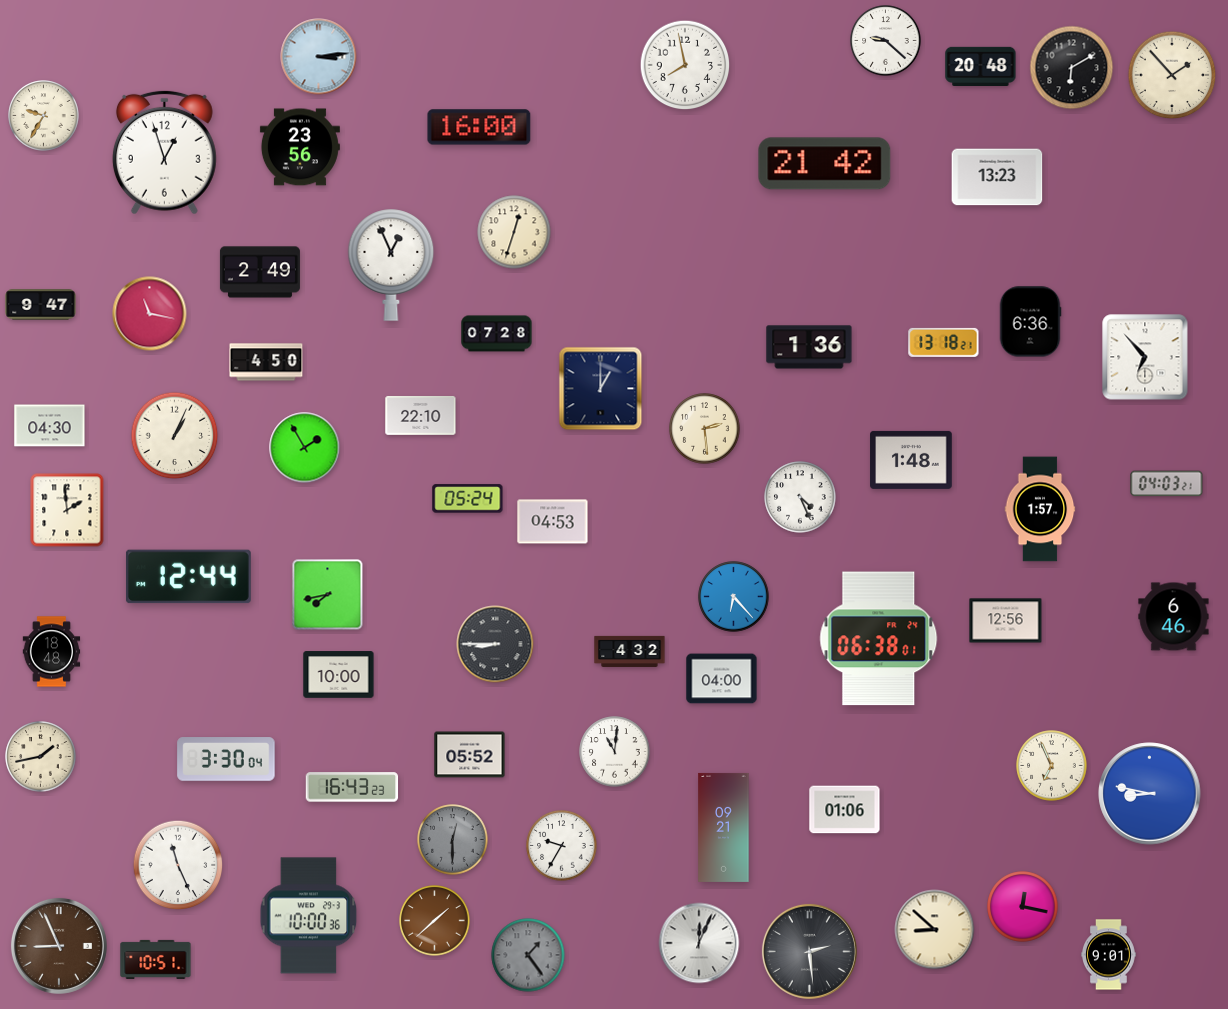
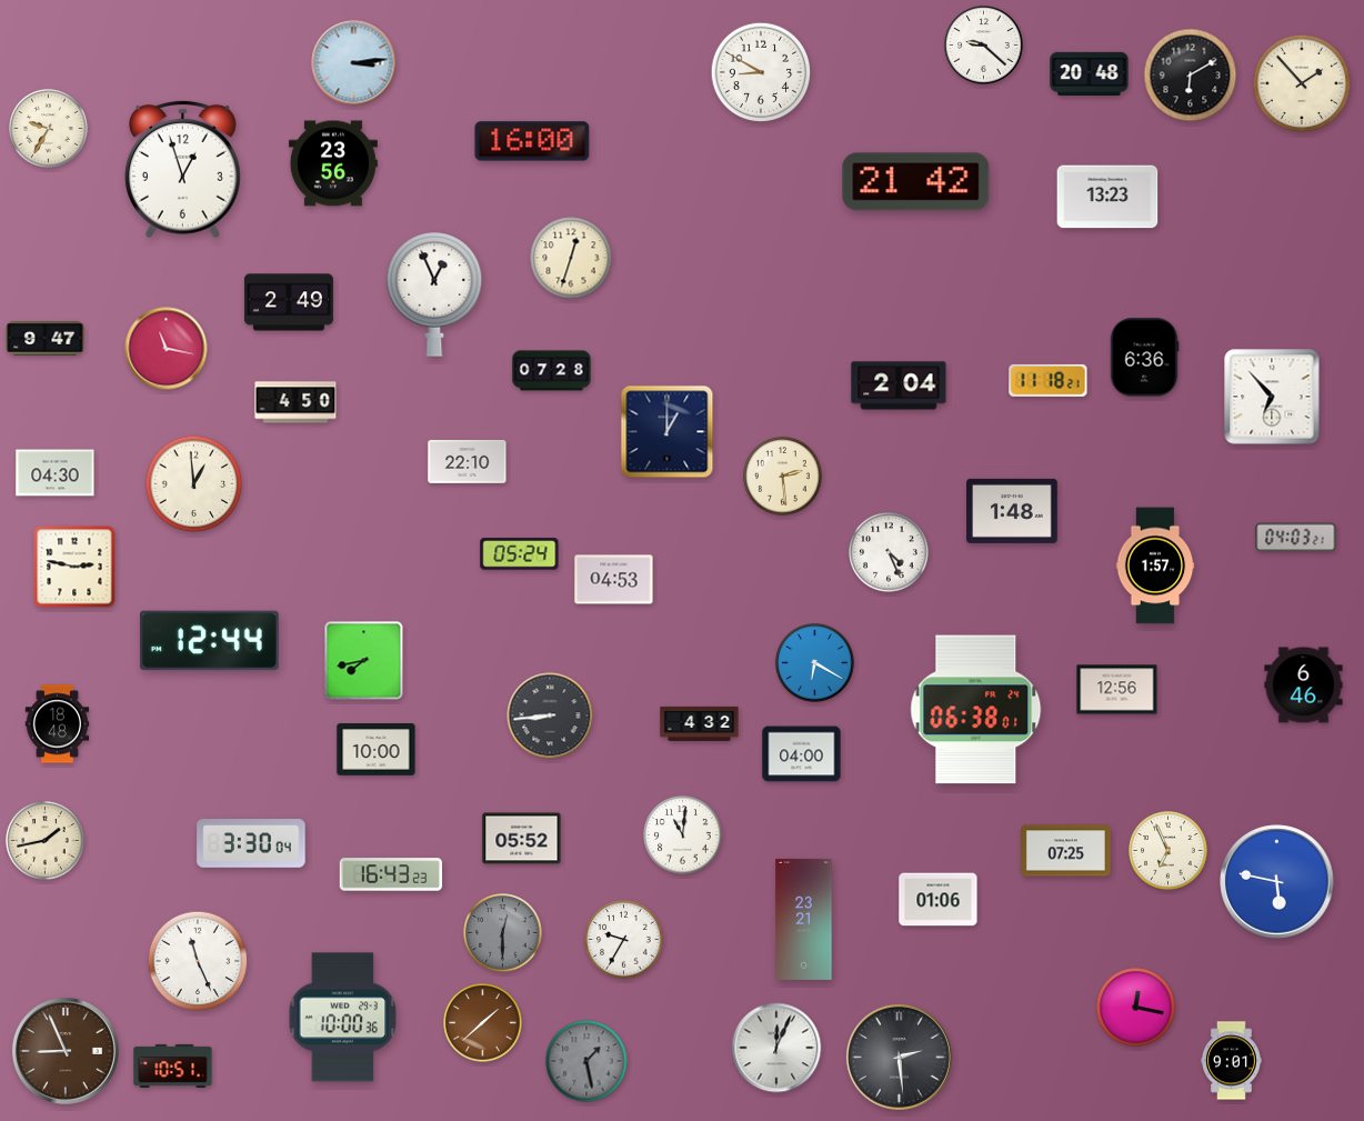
clock at (685, 65): 7:58 -> 8:50
clock at (944, 342): 13:18 -> 11:18
clock at (809, 347): 1:36 -> 2:04
clock at (175, 436): 1:04 -> 12:59
clock at (305, 448): 1:55 -> none
clock at (67, 510): 1:59 -> 2:47
clock at (734, 597): 6:23 -> 6:20
clock at (495, 644): 8:45 -> 8:44
clock at (1066, 851): none -> 07:25
clock at (1150, 794): 8:47 -> 5:47
clock at (724, 827): 09:21 -> 23:21
clock at (935, 930): 8:52 -> none
clock at (528, 955): 1:24 -> 1:28
